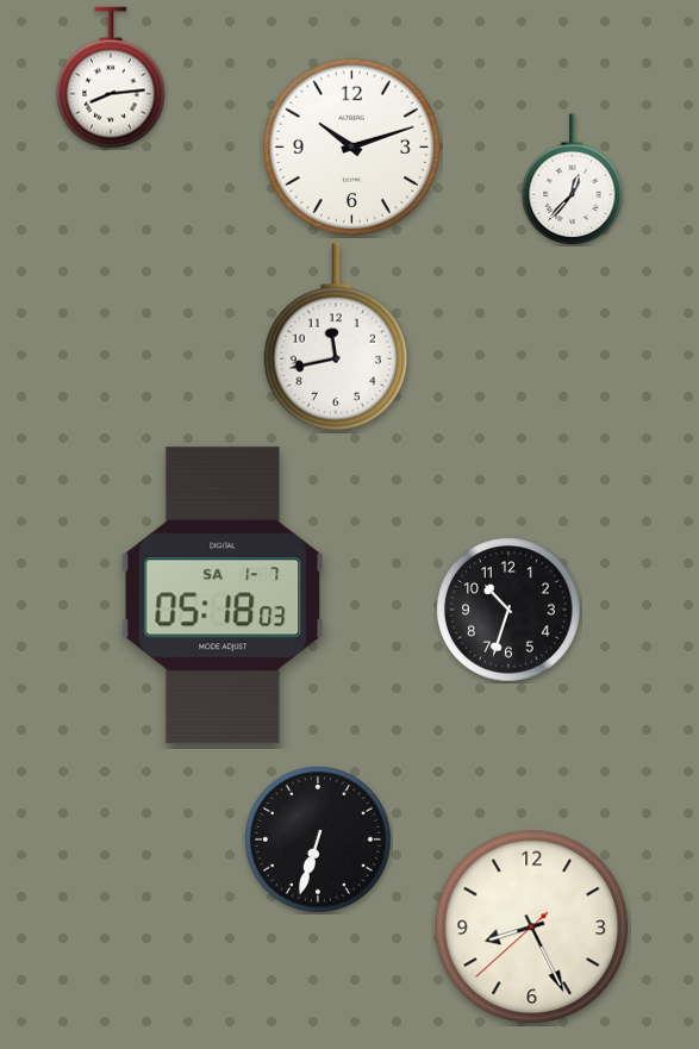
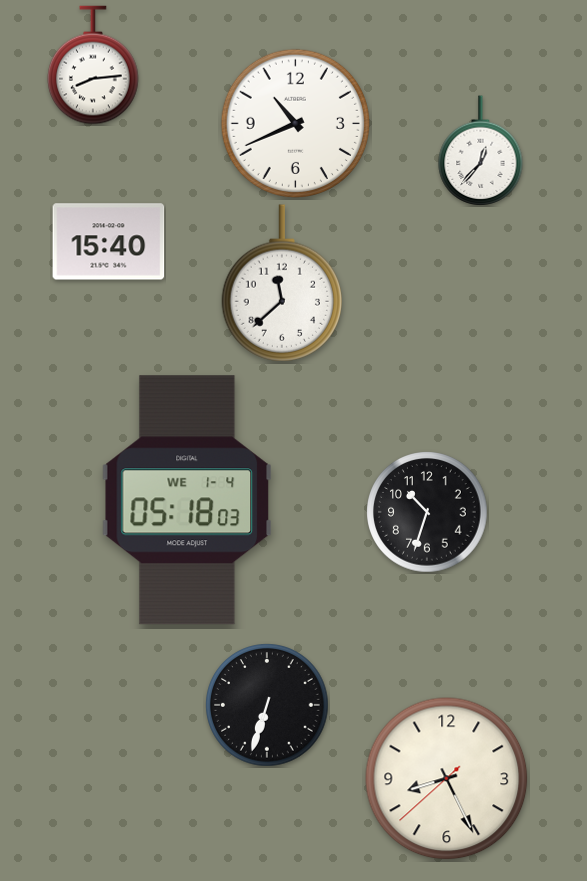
clock at (351, 146): 10:12 -> 10:41
clock at (109, 242): none -> 15:40
clock at (335, 337): 11:43 -> 11:38
clock at (221, 595) date: SA 1-7 -> WE 1-4
